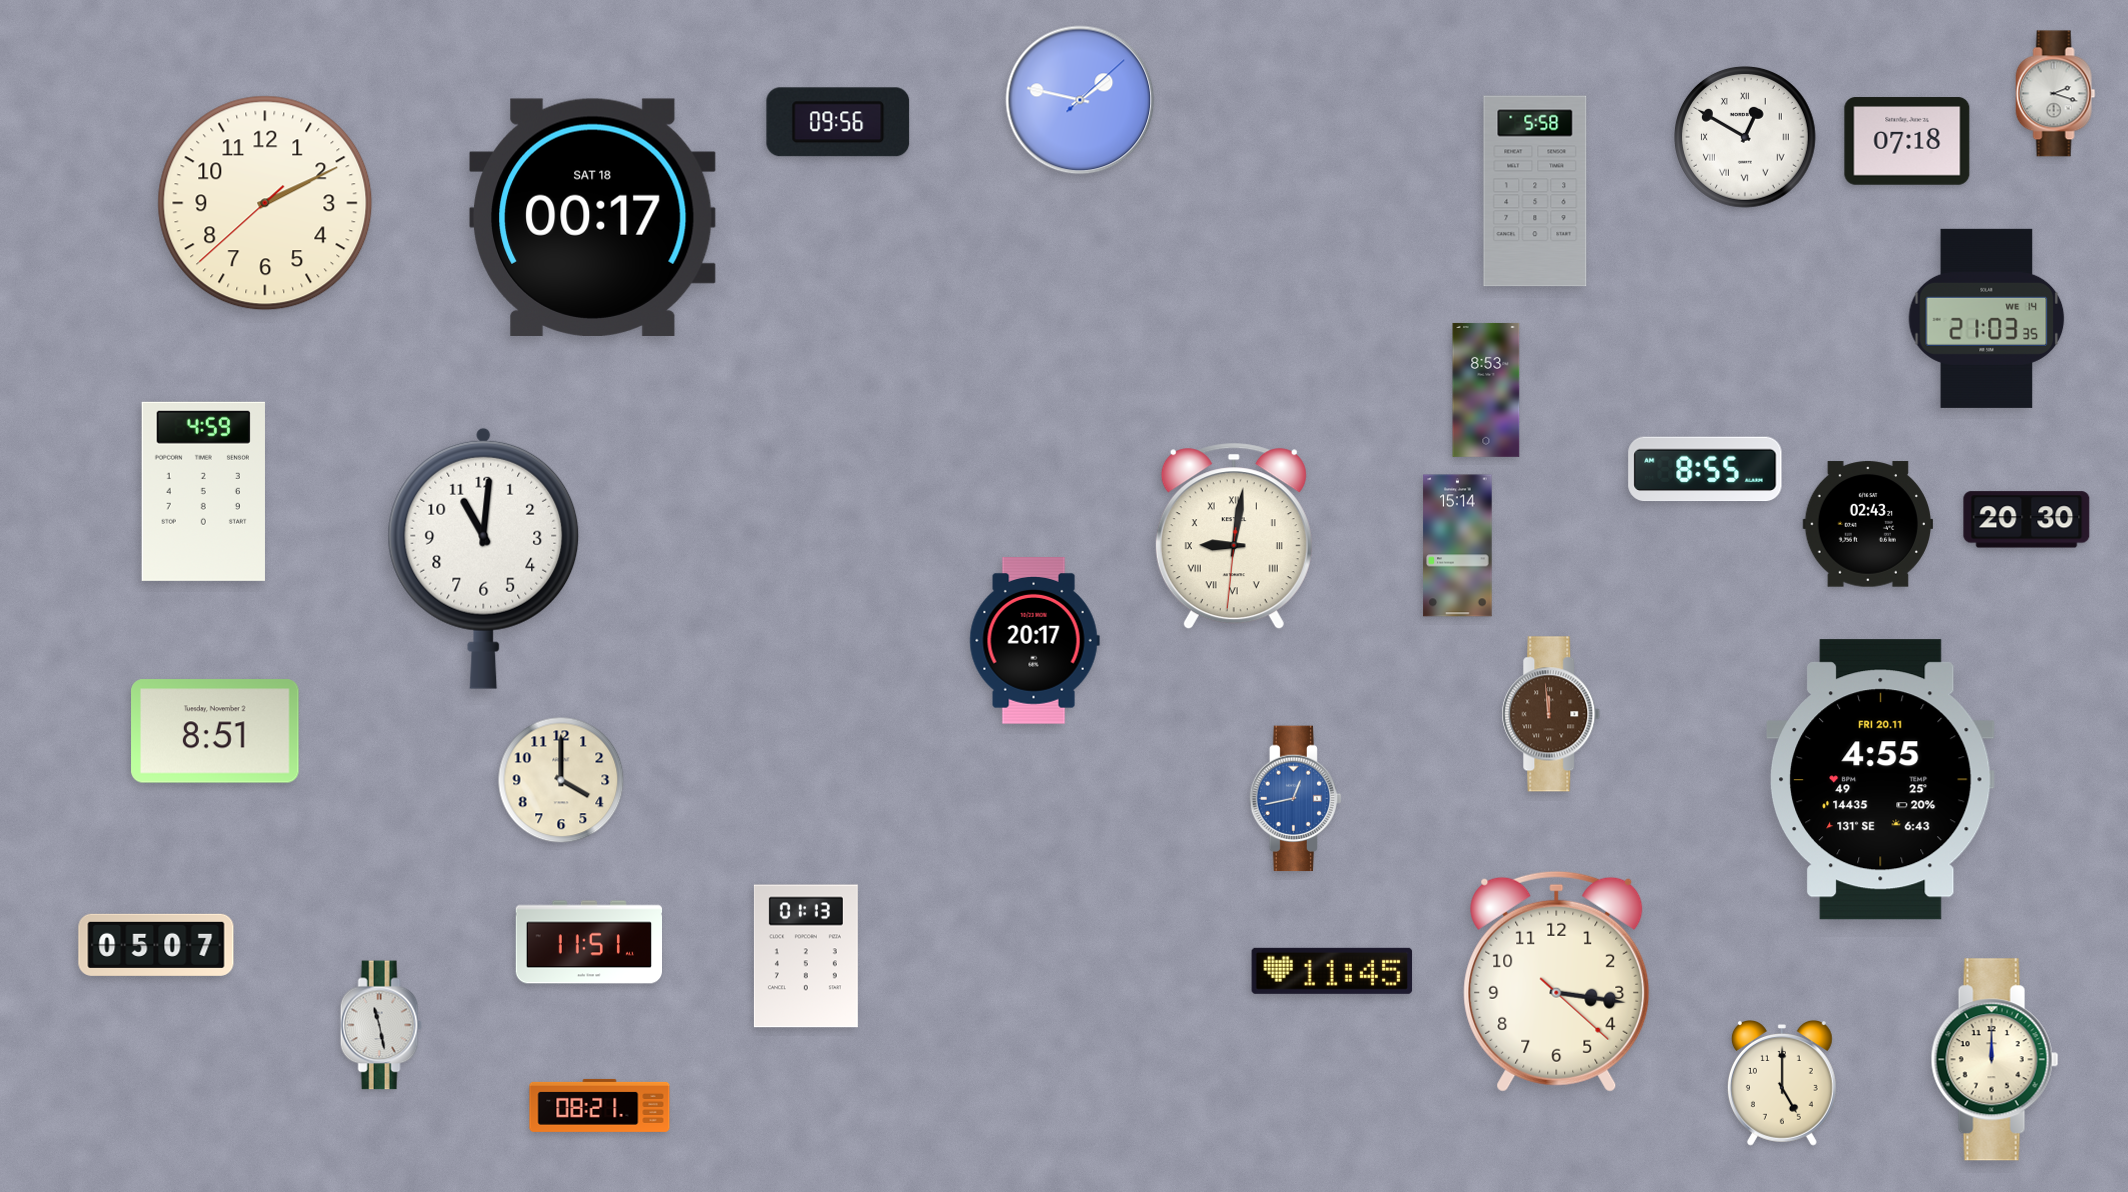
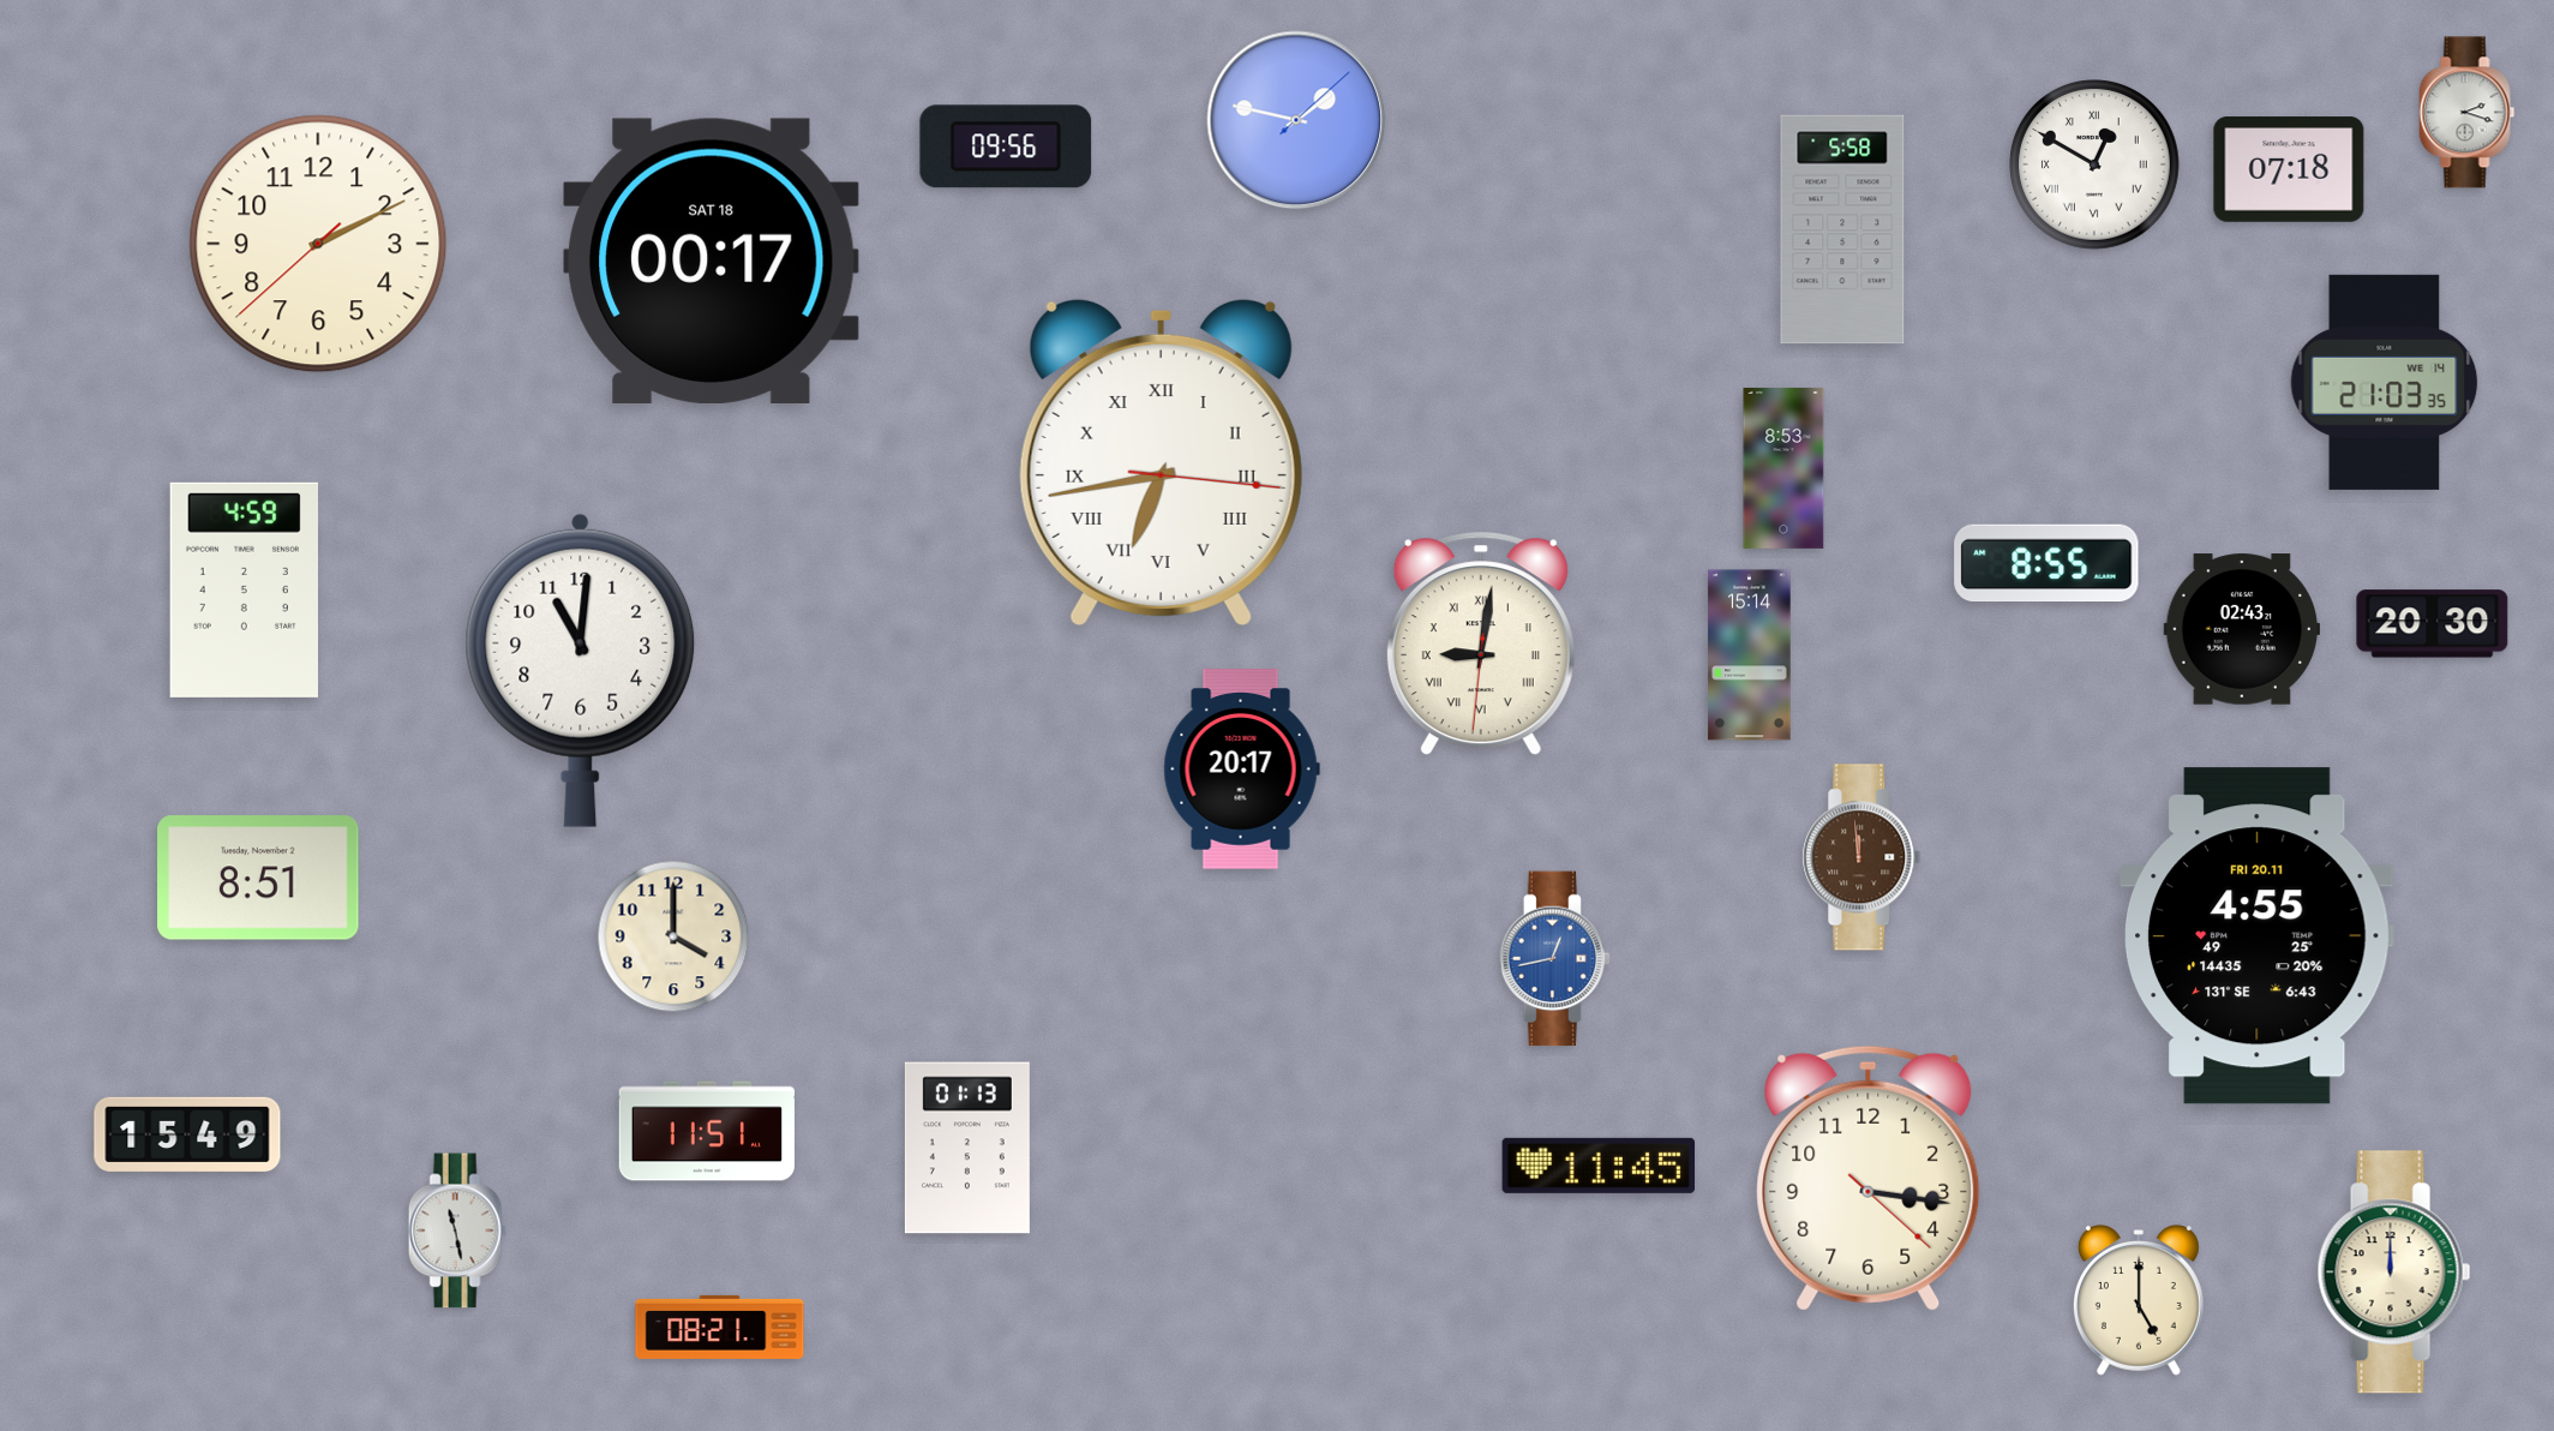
clock at (1161, 462): none -> 6:43
clock at (156, 945): 05:07 -> 15:49
